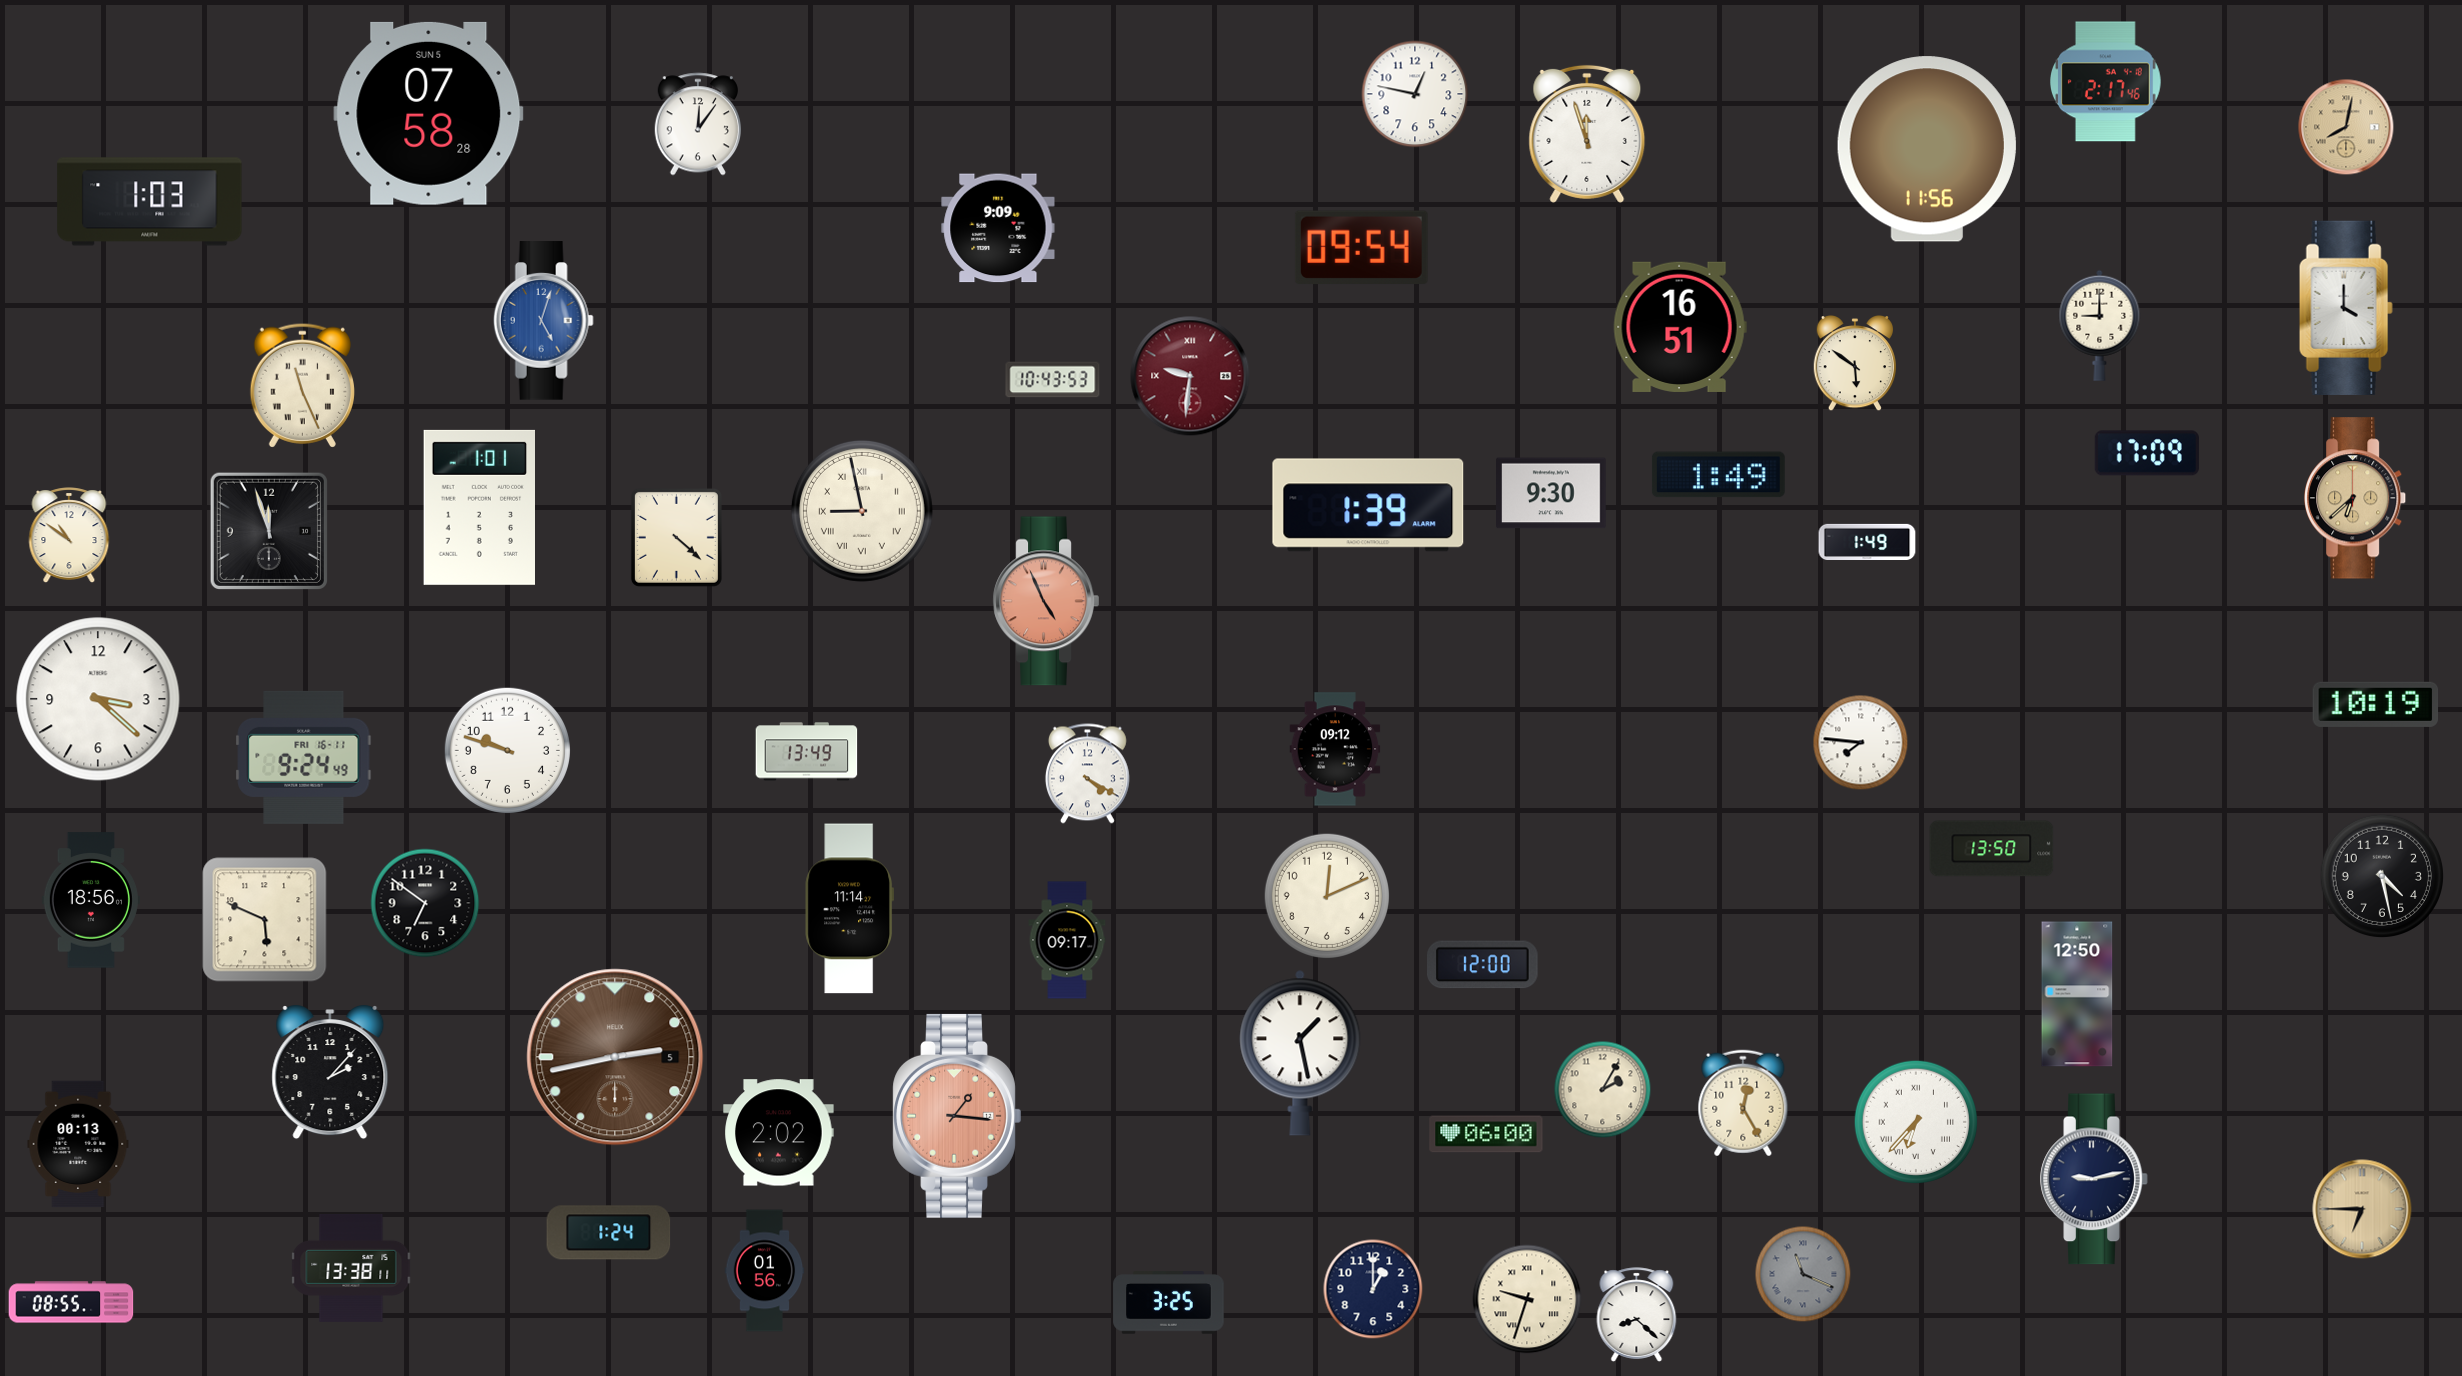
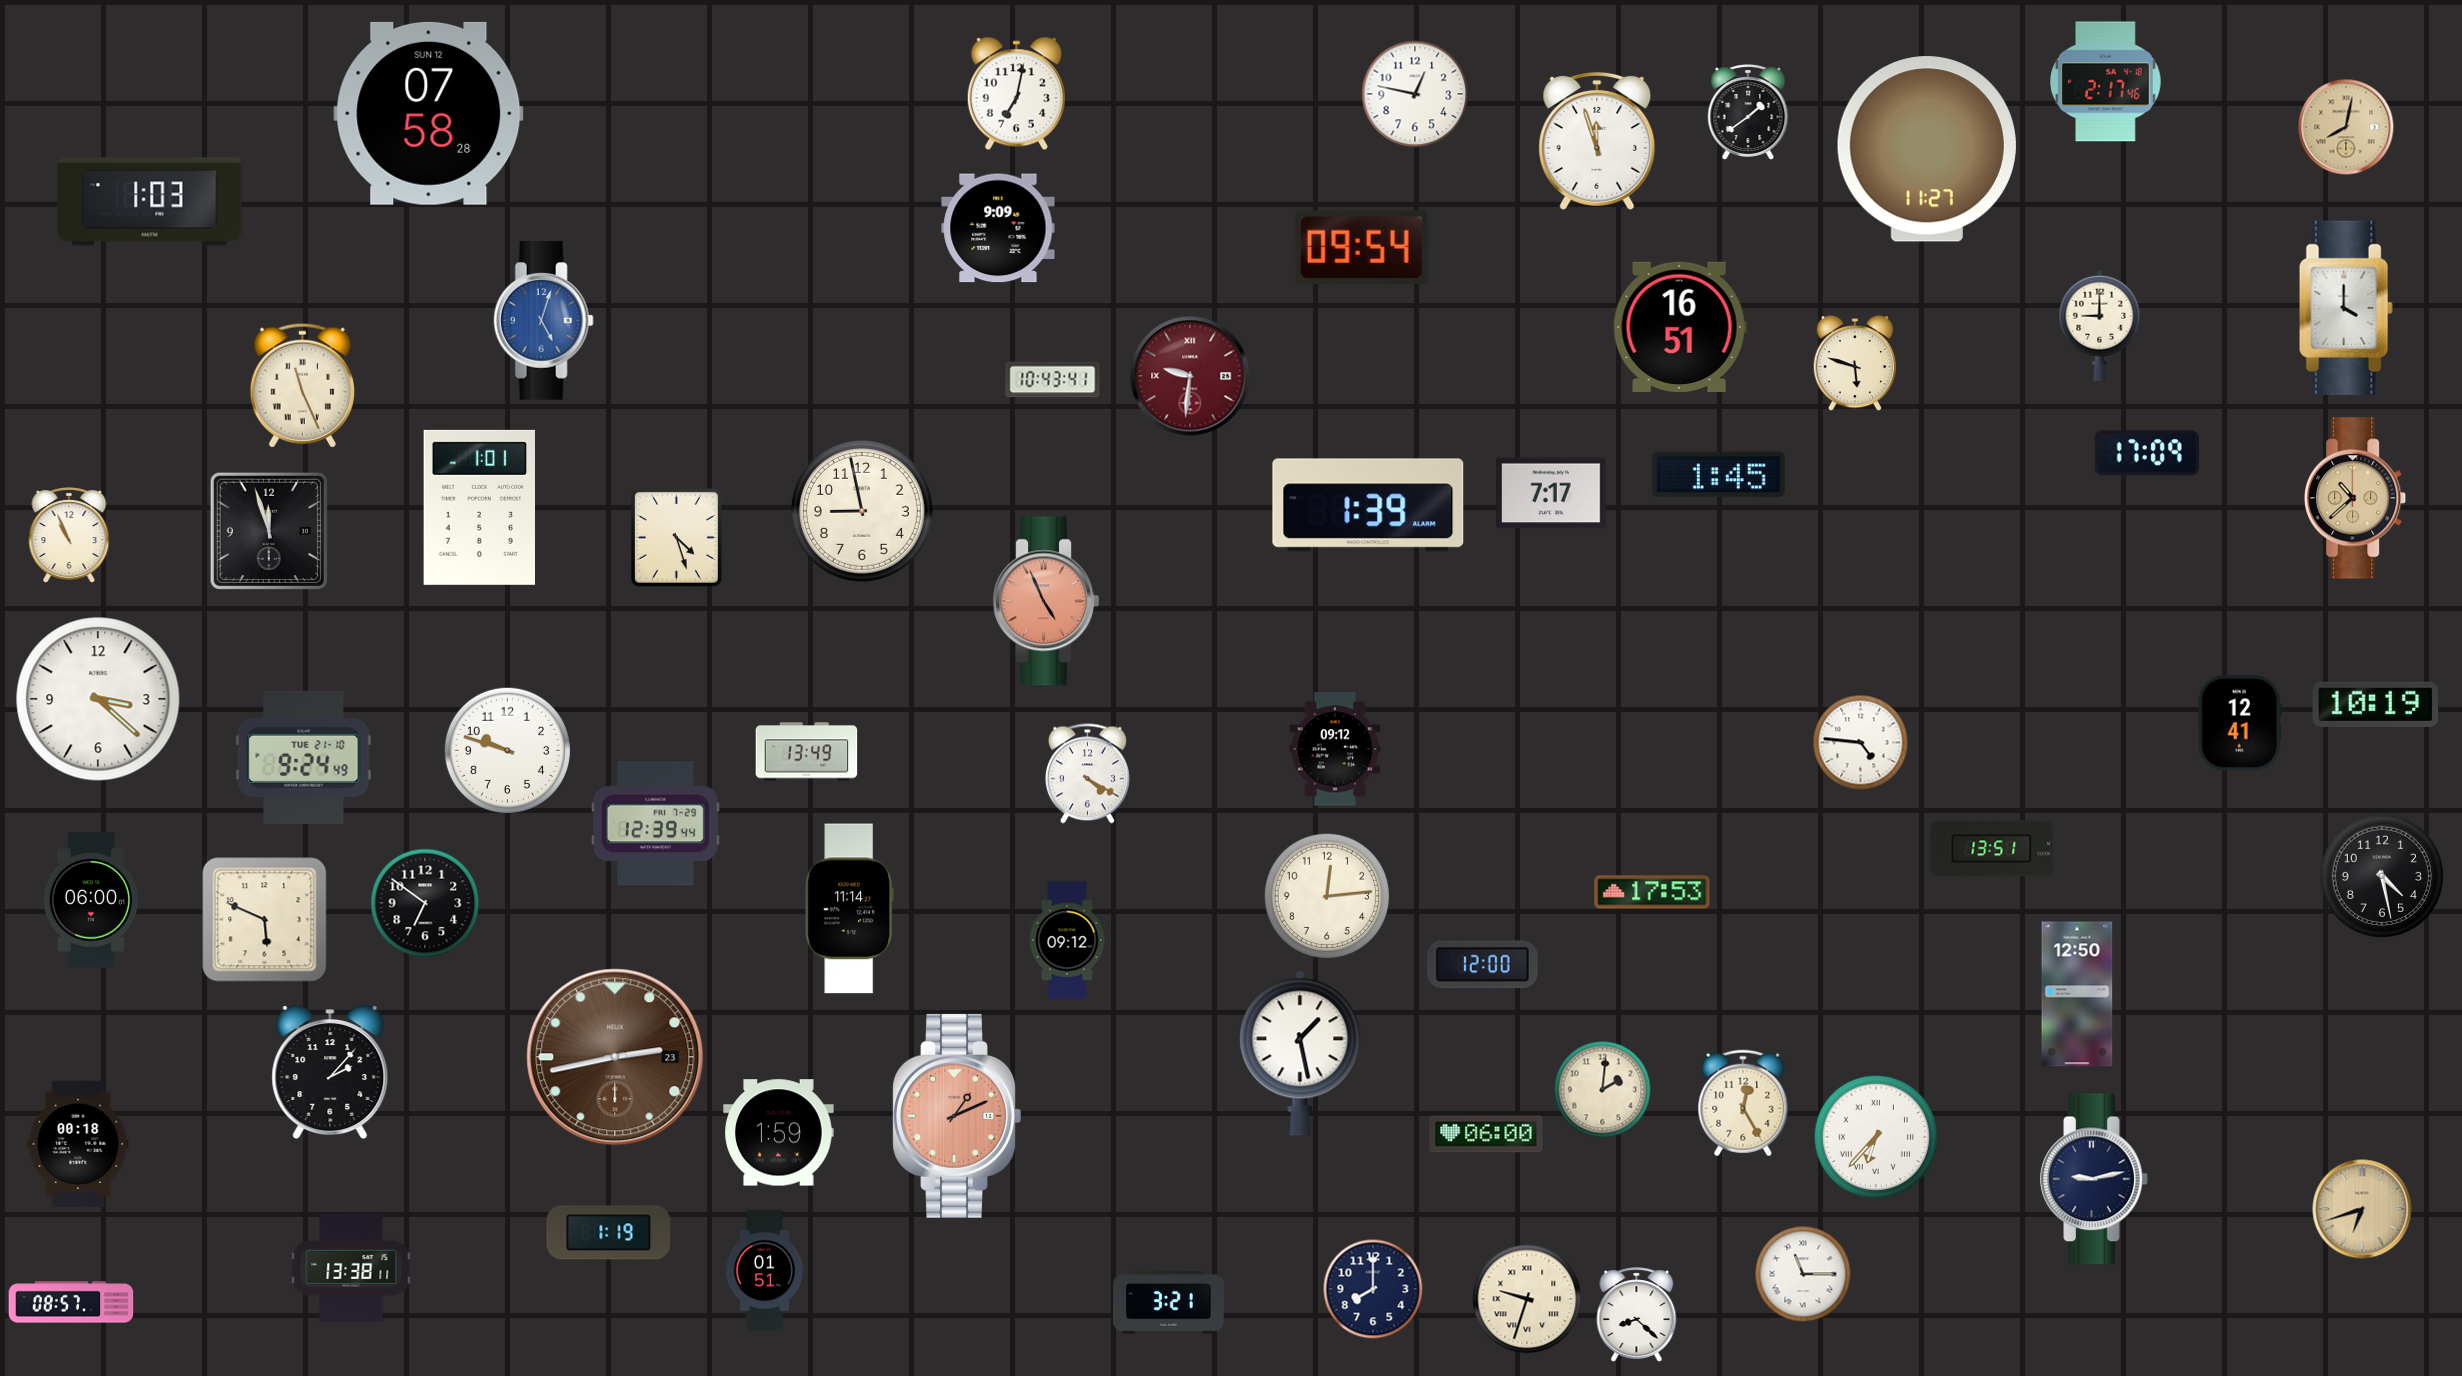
clock at (1016, 94): none -> 7:02
clock at (1748, 112): none -> 1:39
clock at (429, 113) date: SUN 5 -> SUN 12
clock at (697, 124): 12:06 -> none
clock at (1587, 134) position: (1587, 134) -> (1597, 141)
clock at (1927, 149): 11:56 -> 11:27
clock at (1854, 363): 5:51 -> 5:48
clock at (1053, 380): 10:43:53 -> 10:43:41
clock at (1718, 475): 1:49 -> 1:45
clock at (1552, 493): 9:30 -> 7:17
clock at (2356, 498): 6:38 -> 10:38
clock at (862, 511) numerals: Roman -> Arabic
clock at (69, 535): 10:51 -> 10:56
clock at (676, 537): 4:22 -> 4:27
clock at (1867, 541): 1:49 -> none
clock at (2240, 723): none -> 12:41
clock at (1861, 743): 7:46 -> 4:46
clock at (304, 757) date: FRI 16-11 -> TUE 21-10
clock at (655, 824): none -> 12:39
clock at (1992, 849): 13:50 -> 13:51
clock at (1652, 892): none -> 17:53
clock at (1327, 896): 12:11 -> 12:14
clock at (91, 900): 18:56 -> 06:00
clock at (1067, 940): 09:17 -> 09:12
clock at (615, 1057) date: 5 -> 23
clock at (1603, 1090): 2:05 -> 2:01
clock at (957, 1116): 1:16 -> 1:11
clock at (1915, 1121) position: (1915, 1121) -> (1875, 1136)
clock at (779, 1133): 2:02 -> 1:59
clock at (78, 1144): 00:13 -> 00:18
clock at (2362, 1209): 6:45 -> 6:42
clock at (609, 1233): 1:24 -> 1:19
clock at (765, 1271): 01:56 -> 01:51
clock at (1803, 1274): 11:19 -> 11:15
clock at (1803, 1274) dial: grey -> white
clock at (1373, 1289): 1:00 -> 8:00
clock at (71, 1302): 08:55 -> 08:57
clock at (1169, 1303): 3:25 -> 3:21
